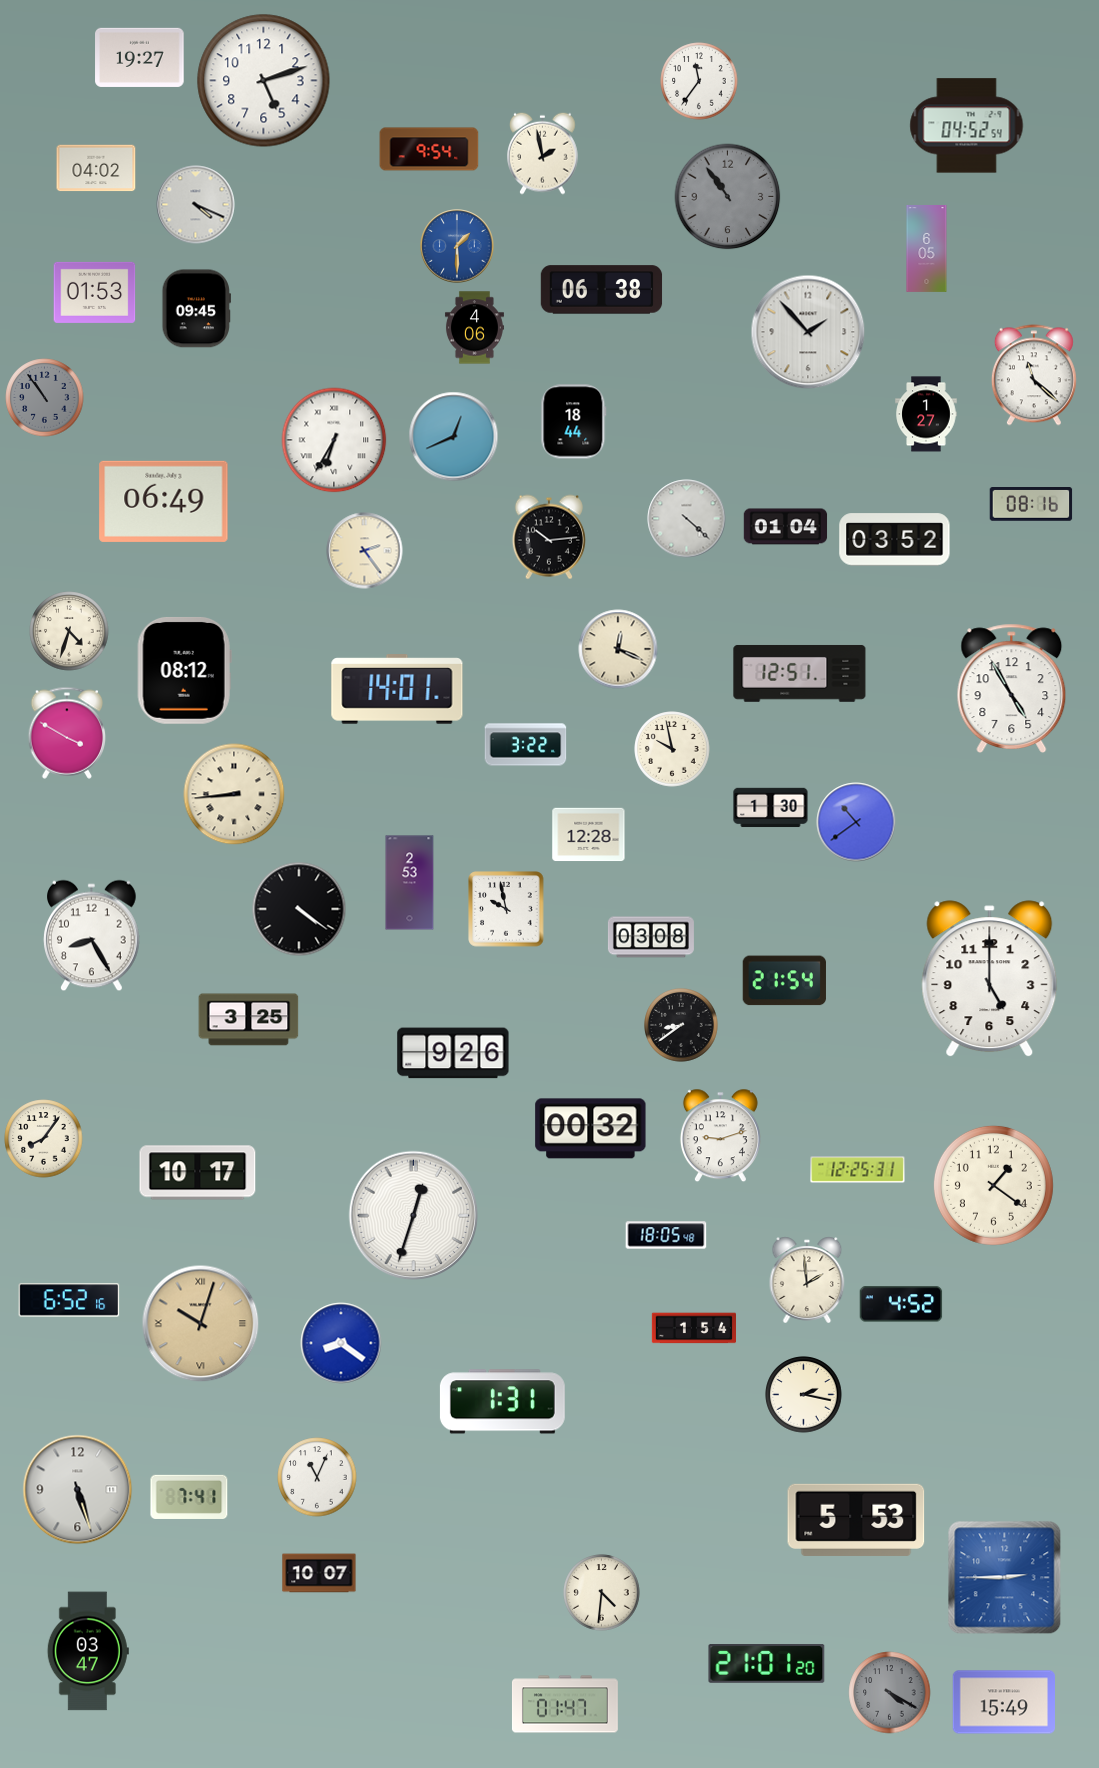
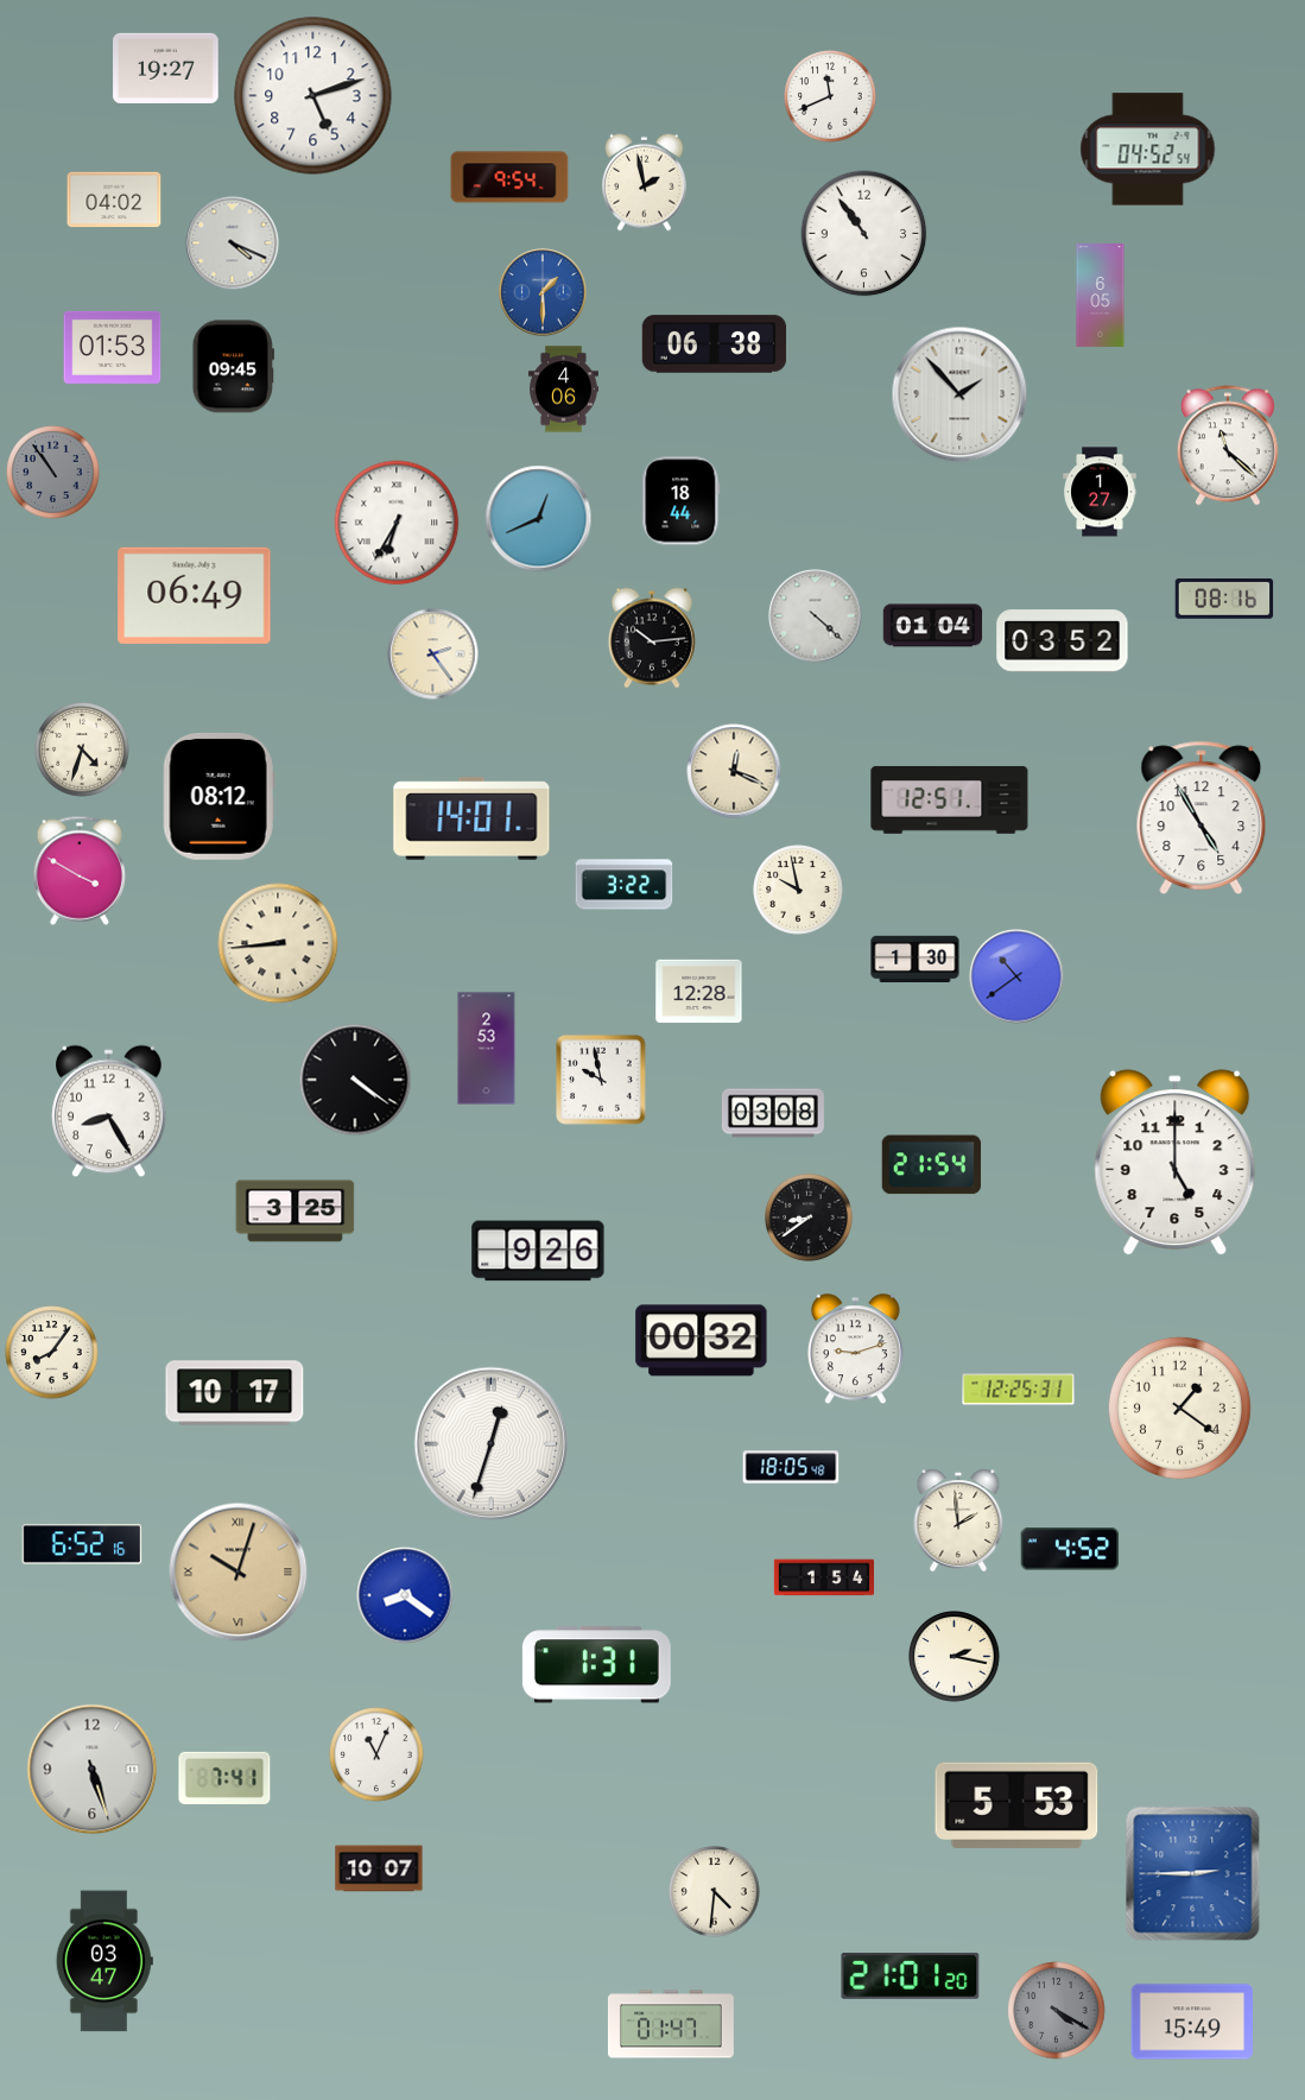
clock at (699, 81): 11:36 -> 11:41
clock at (728, 197) dial: grey -> white
